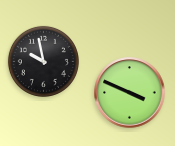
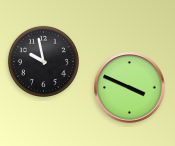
clock at (130, 93) position: (130, 93) -> (130, 88)
